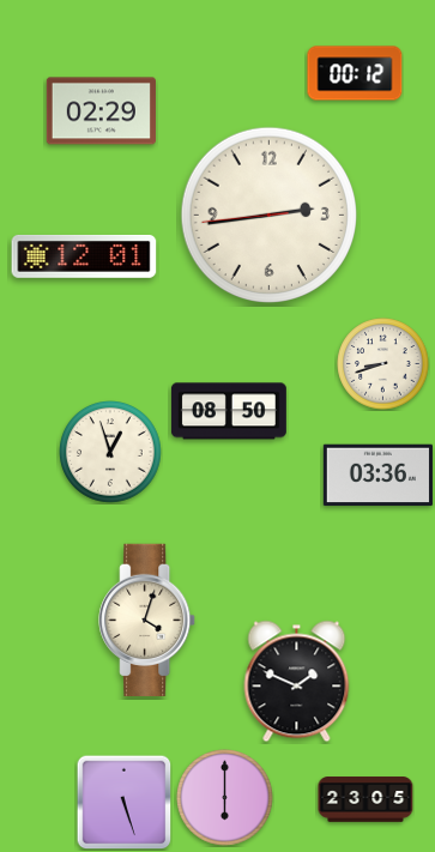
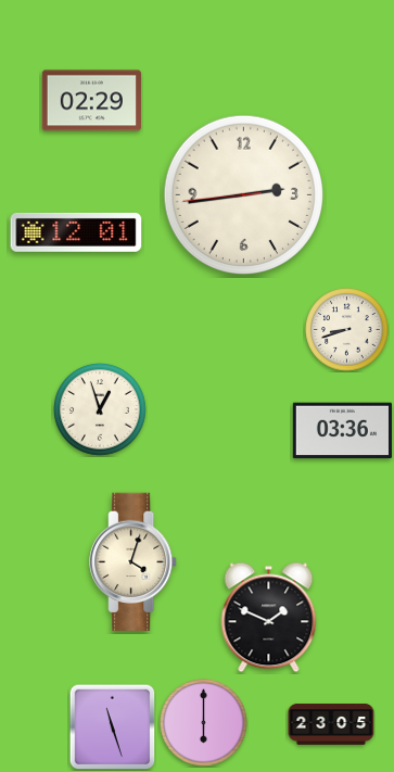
clock at (355, 73): 00:12 -> none
clock at (229, 411): 08:50 -> none
clock at (123, 802): 5:27 -> 11:27
